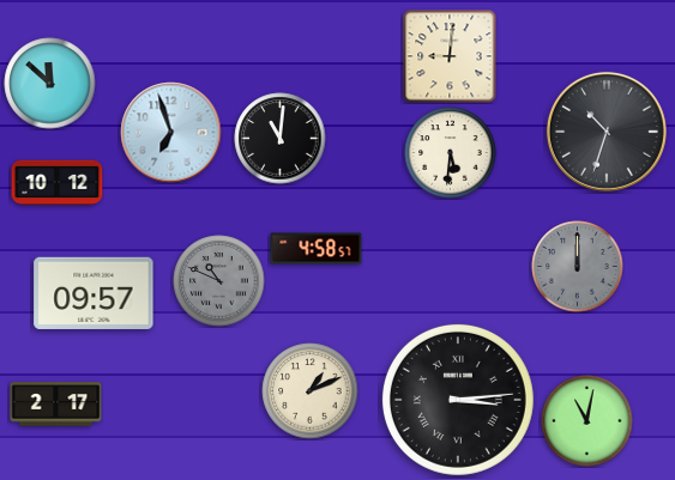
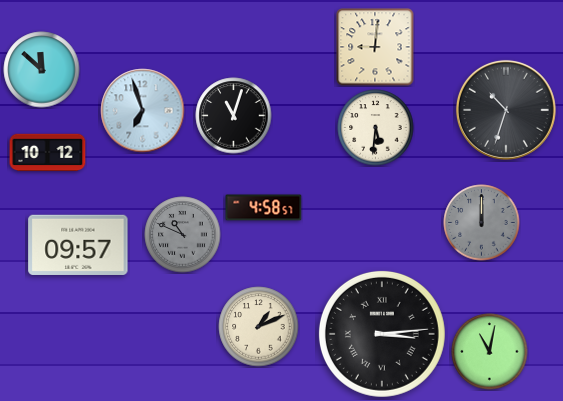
clock at (281, 139): 11:01 -> 11:03
clock at (56, 405): 2:17 -> none
